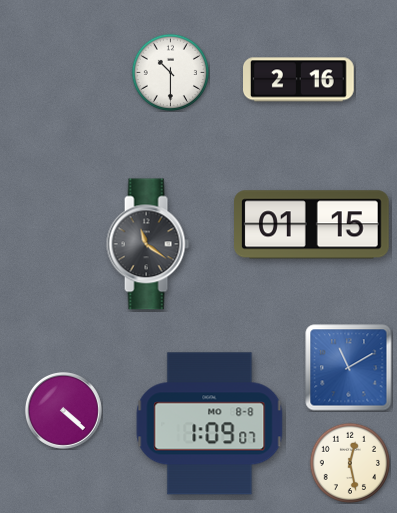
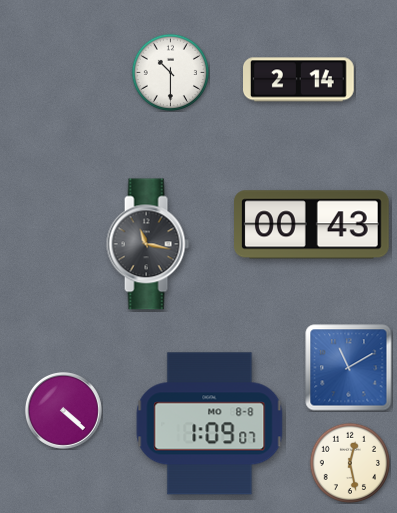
clock at (299, 80): 2:16 -> 2:14
clock at (312, 225): 01:15 -> 00:43
clock at (148, 244): 11:21 -> 11:17
